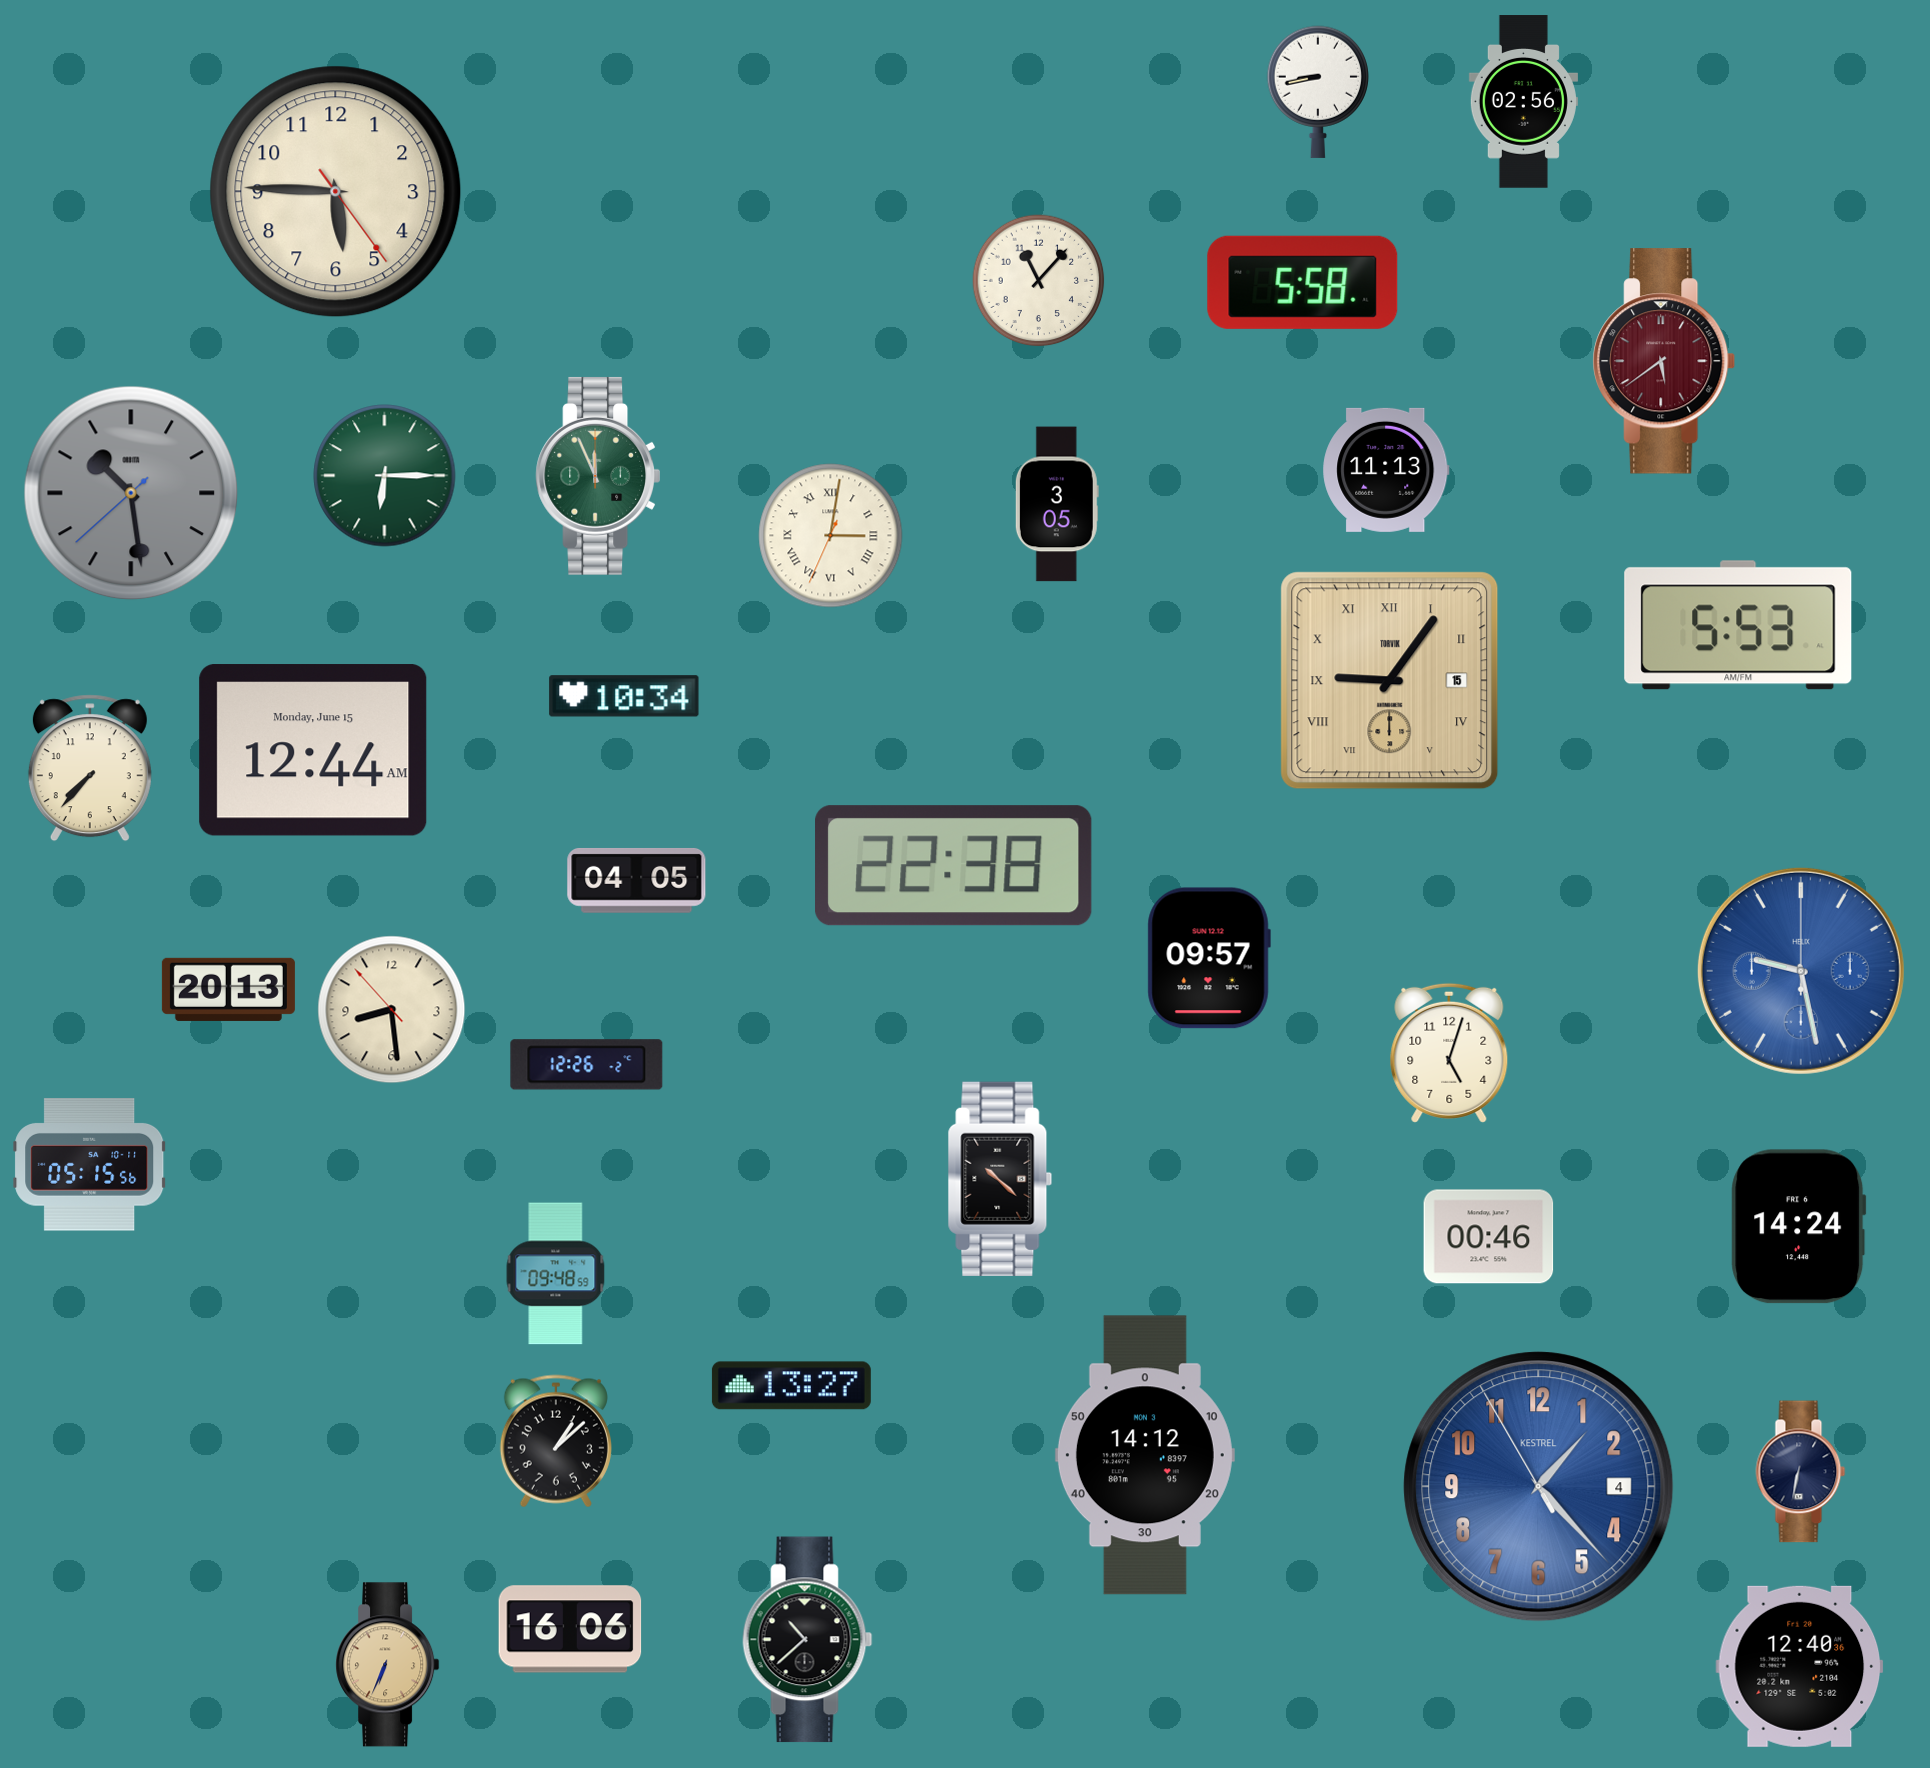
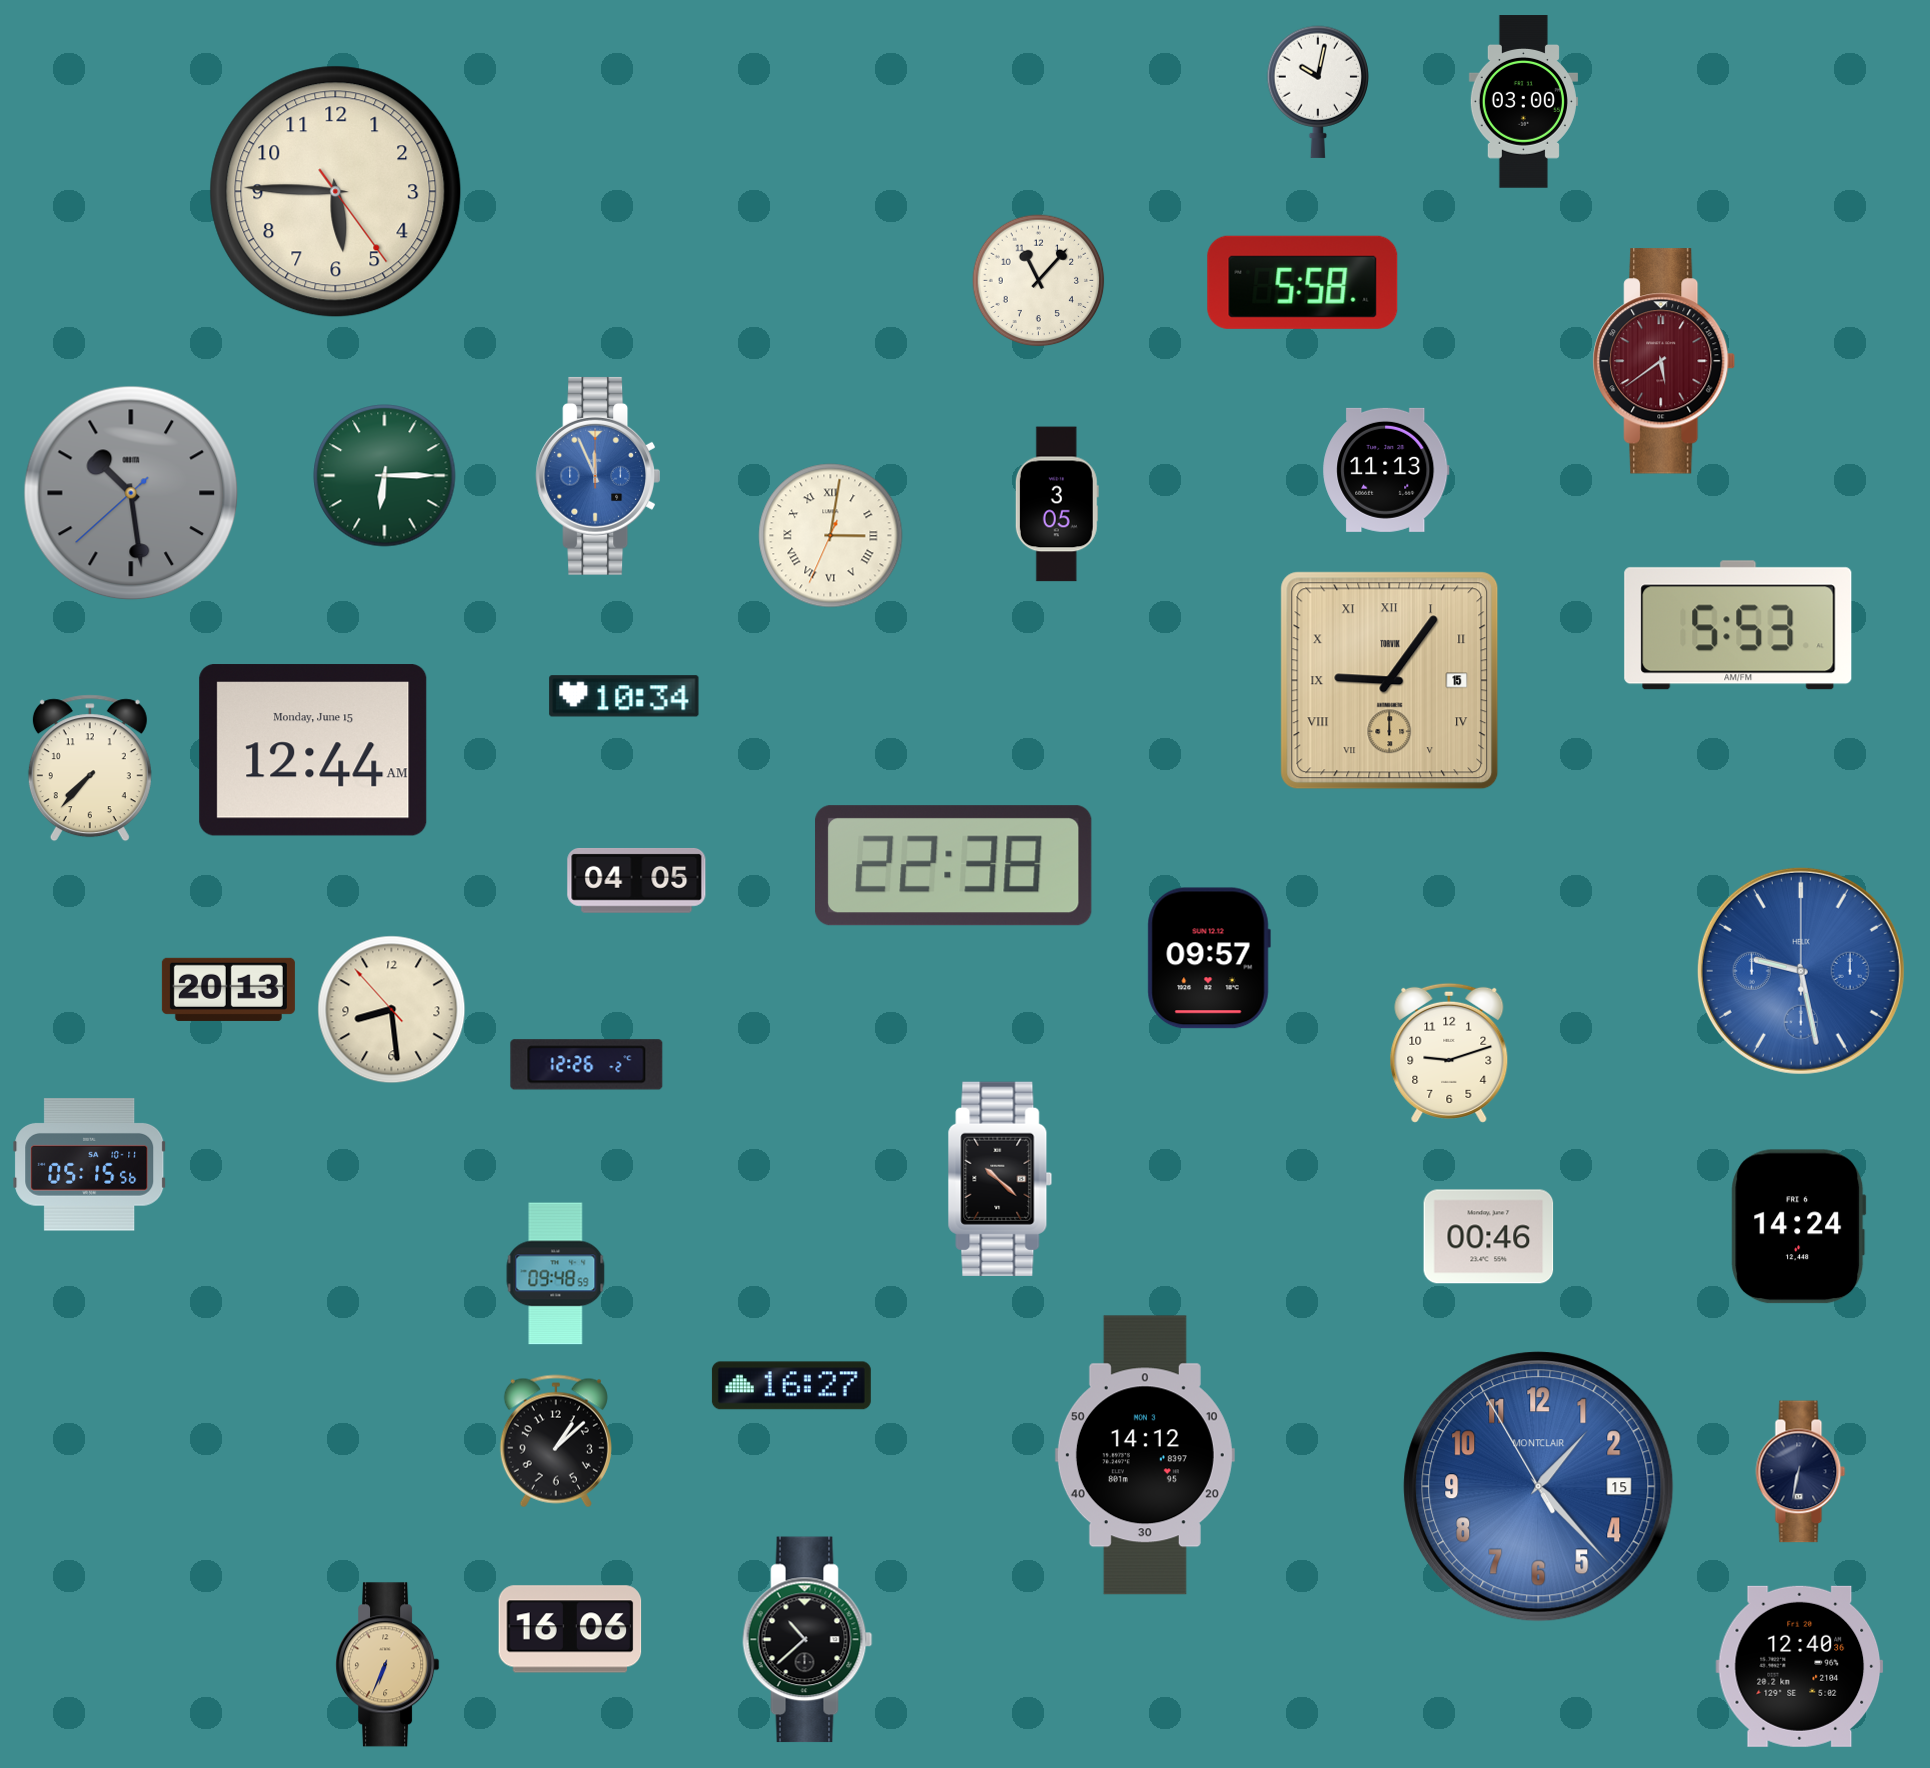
clock at (1317, 92): 8:43 -> 10:02
clock at (1523, 102): 02:56 -> 03:00
clock at (597, 476) dial: green -> blue
clock at (1449, 1053): 5:03 -> 9:12
clock at (791, 1386): 13:27 -> 16:27
clock at (1539, 1487) date: 4 -> 15
clock at (1539, 1487) brand: KESTREL -> MONTCLAIR
